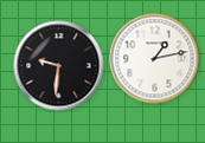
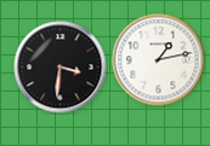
clock at (59, 66): 9:31 -> 3:31
